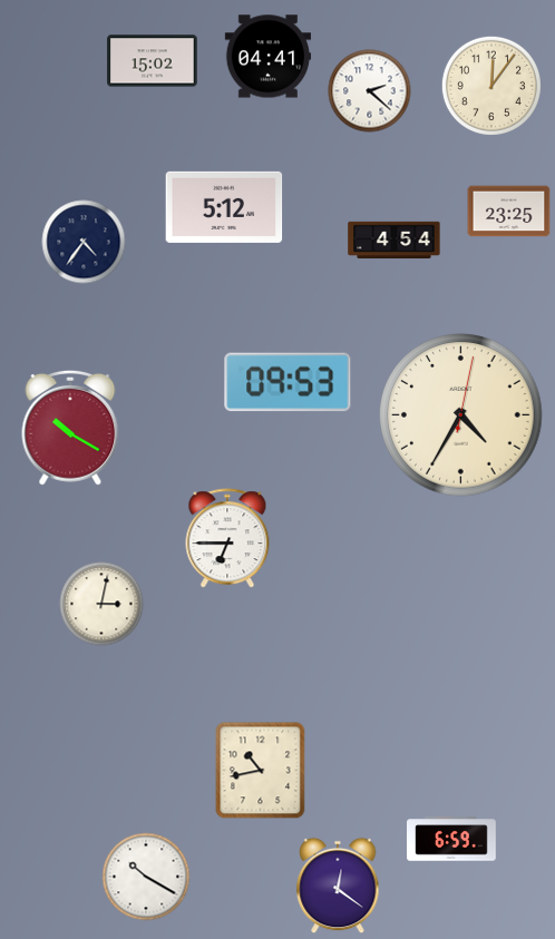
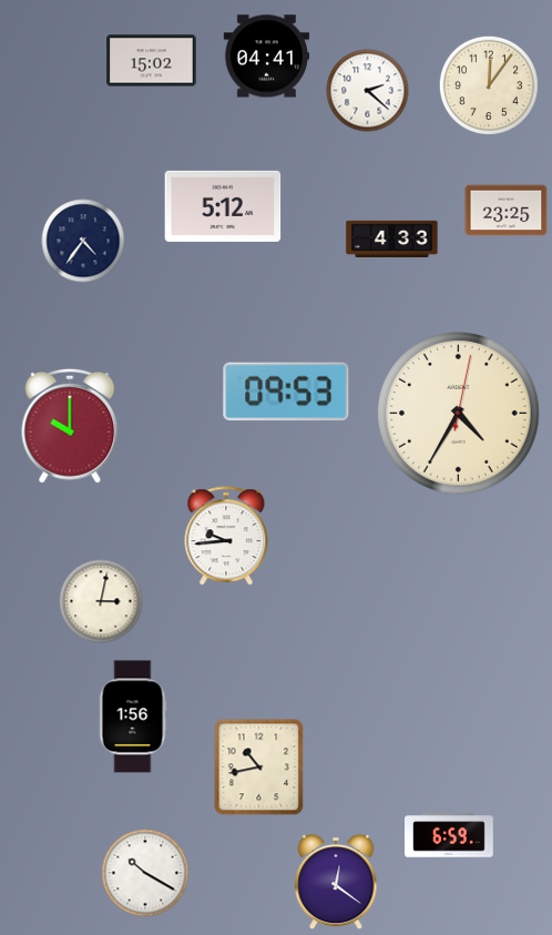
clock at (395, 239): 4:54 -> 4:33
clock at (288, 382) position: (288, 382) -> (286, 392)
clock at (70, 428): 10:20 -> 10:00
clock at (227, 539): 6:45 -> 9:44
clock at (133, 717): none -> 1:56
